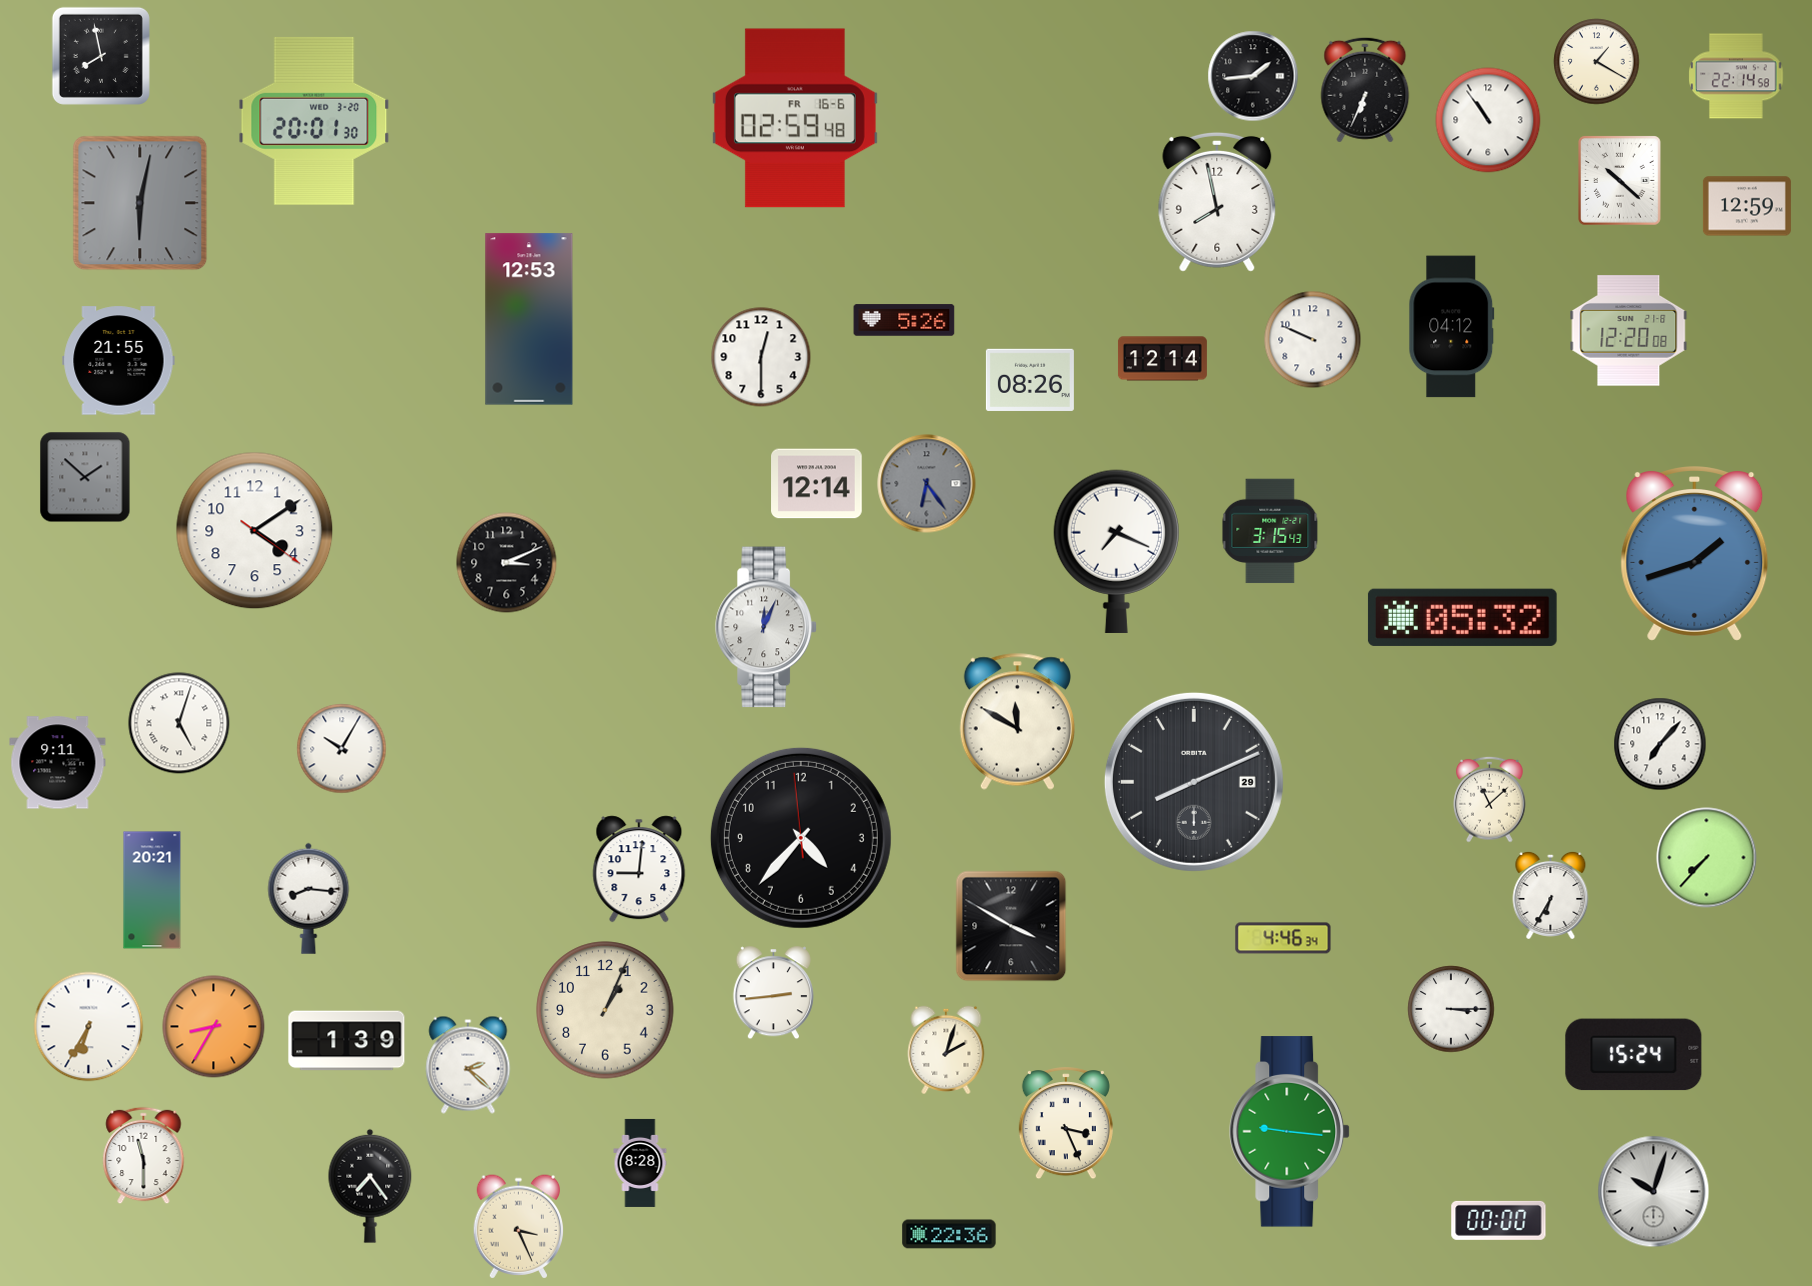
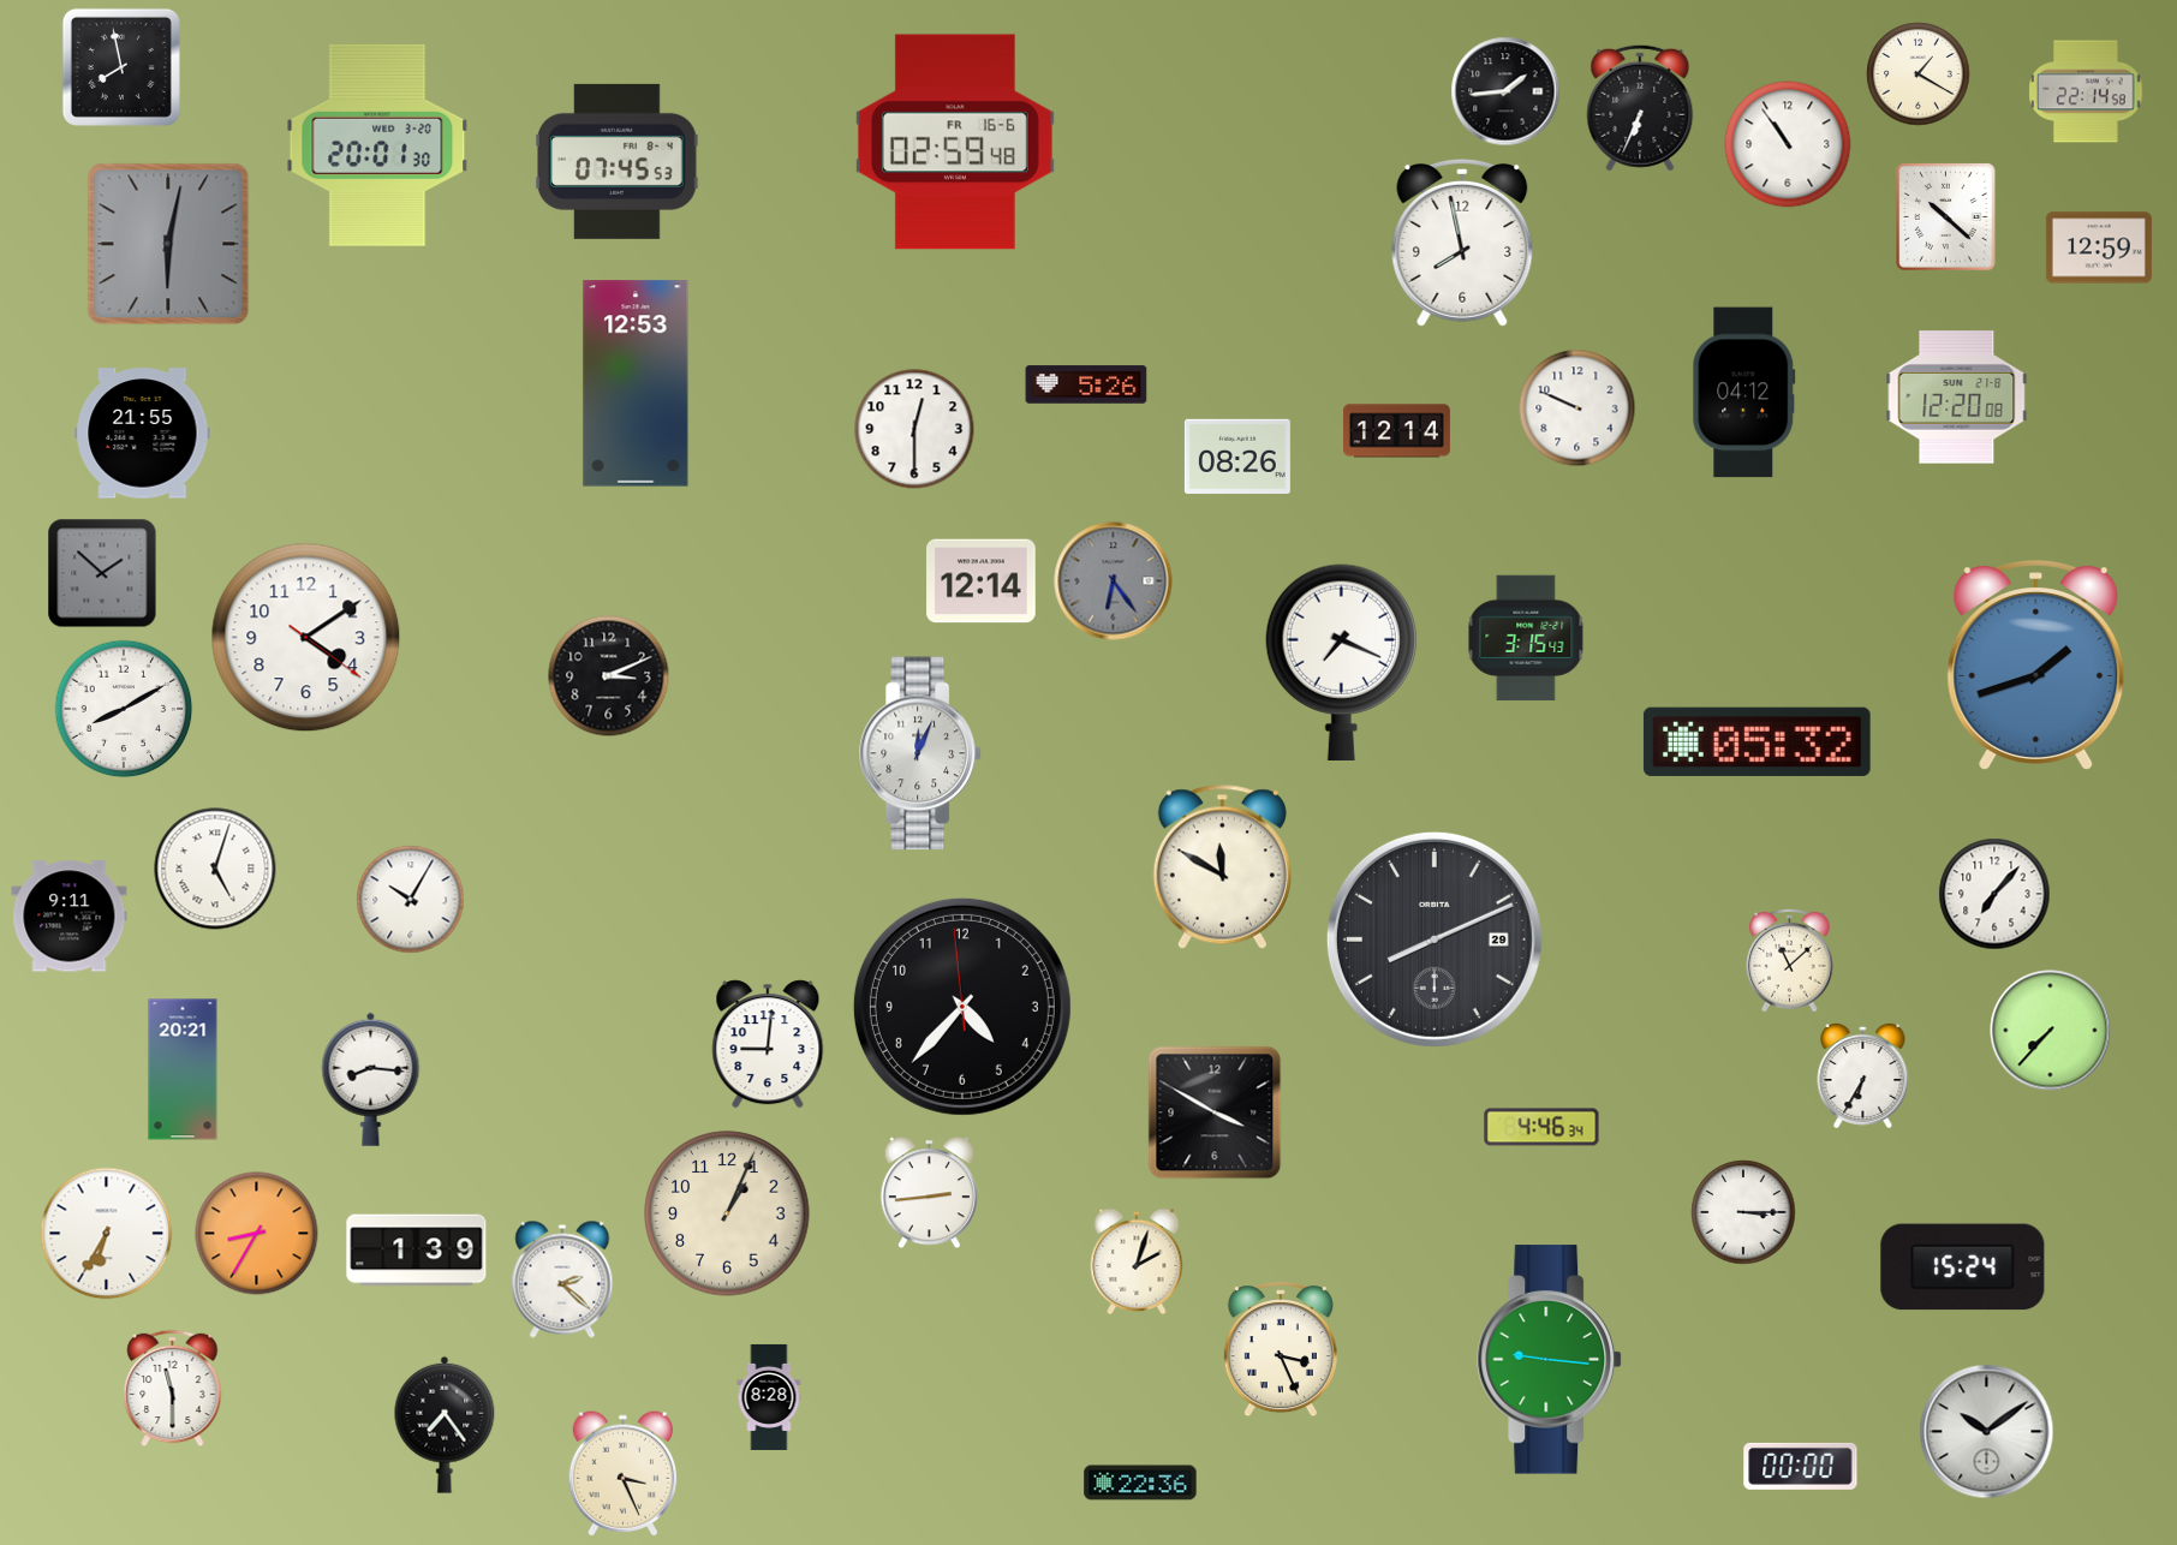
clock at (618, 161): none -> 07:45
clock at (124, 709): none -> 8:10
clock at (1654, 1192): 10:03 -> 10:09
